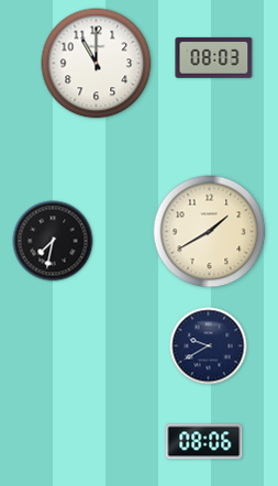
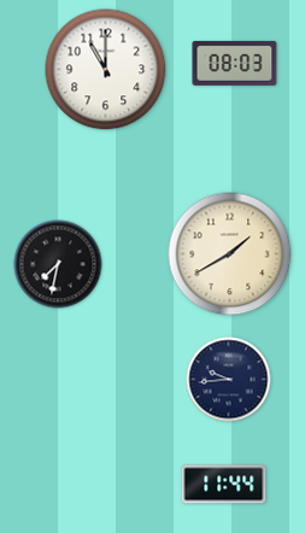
clock at (209, 346): 9:40 -> 9:44
clock at (204, 442): 08:06 -> 11:44
